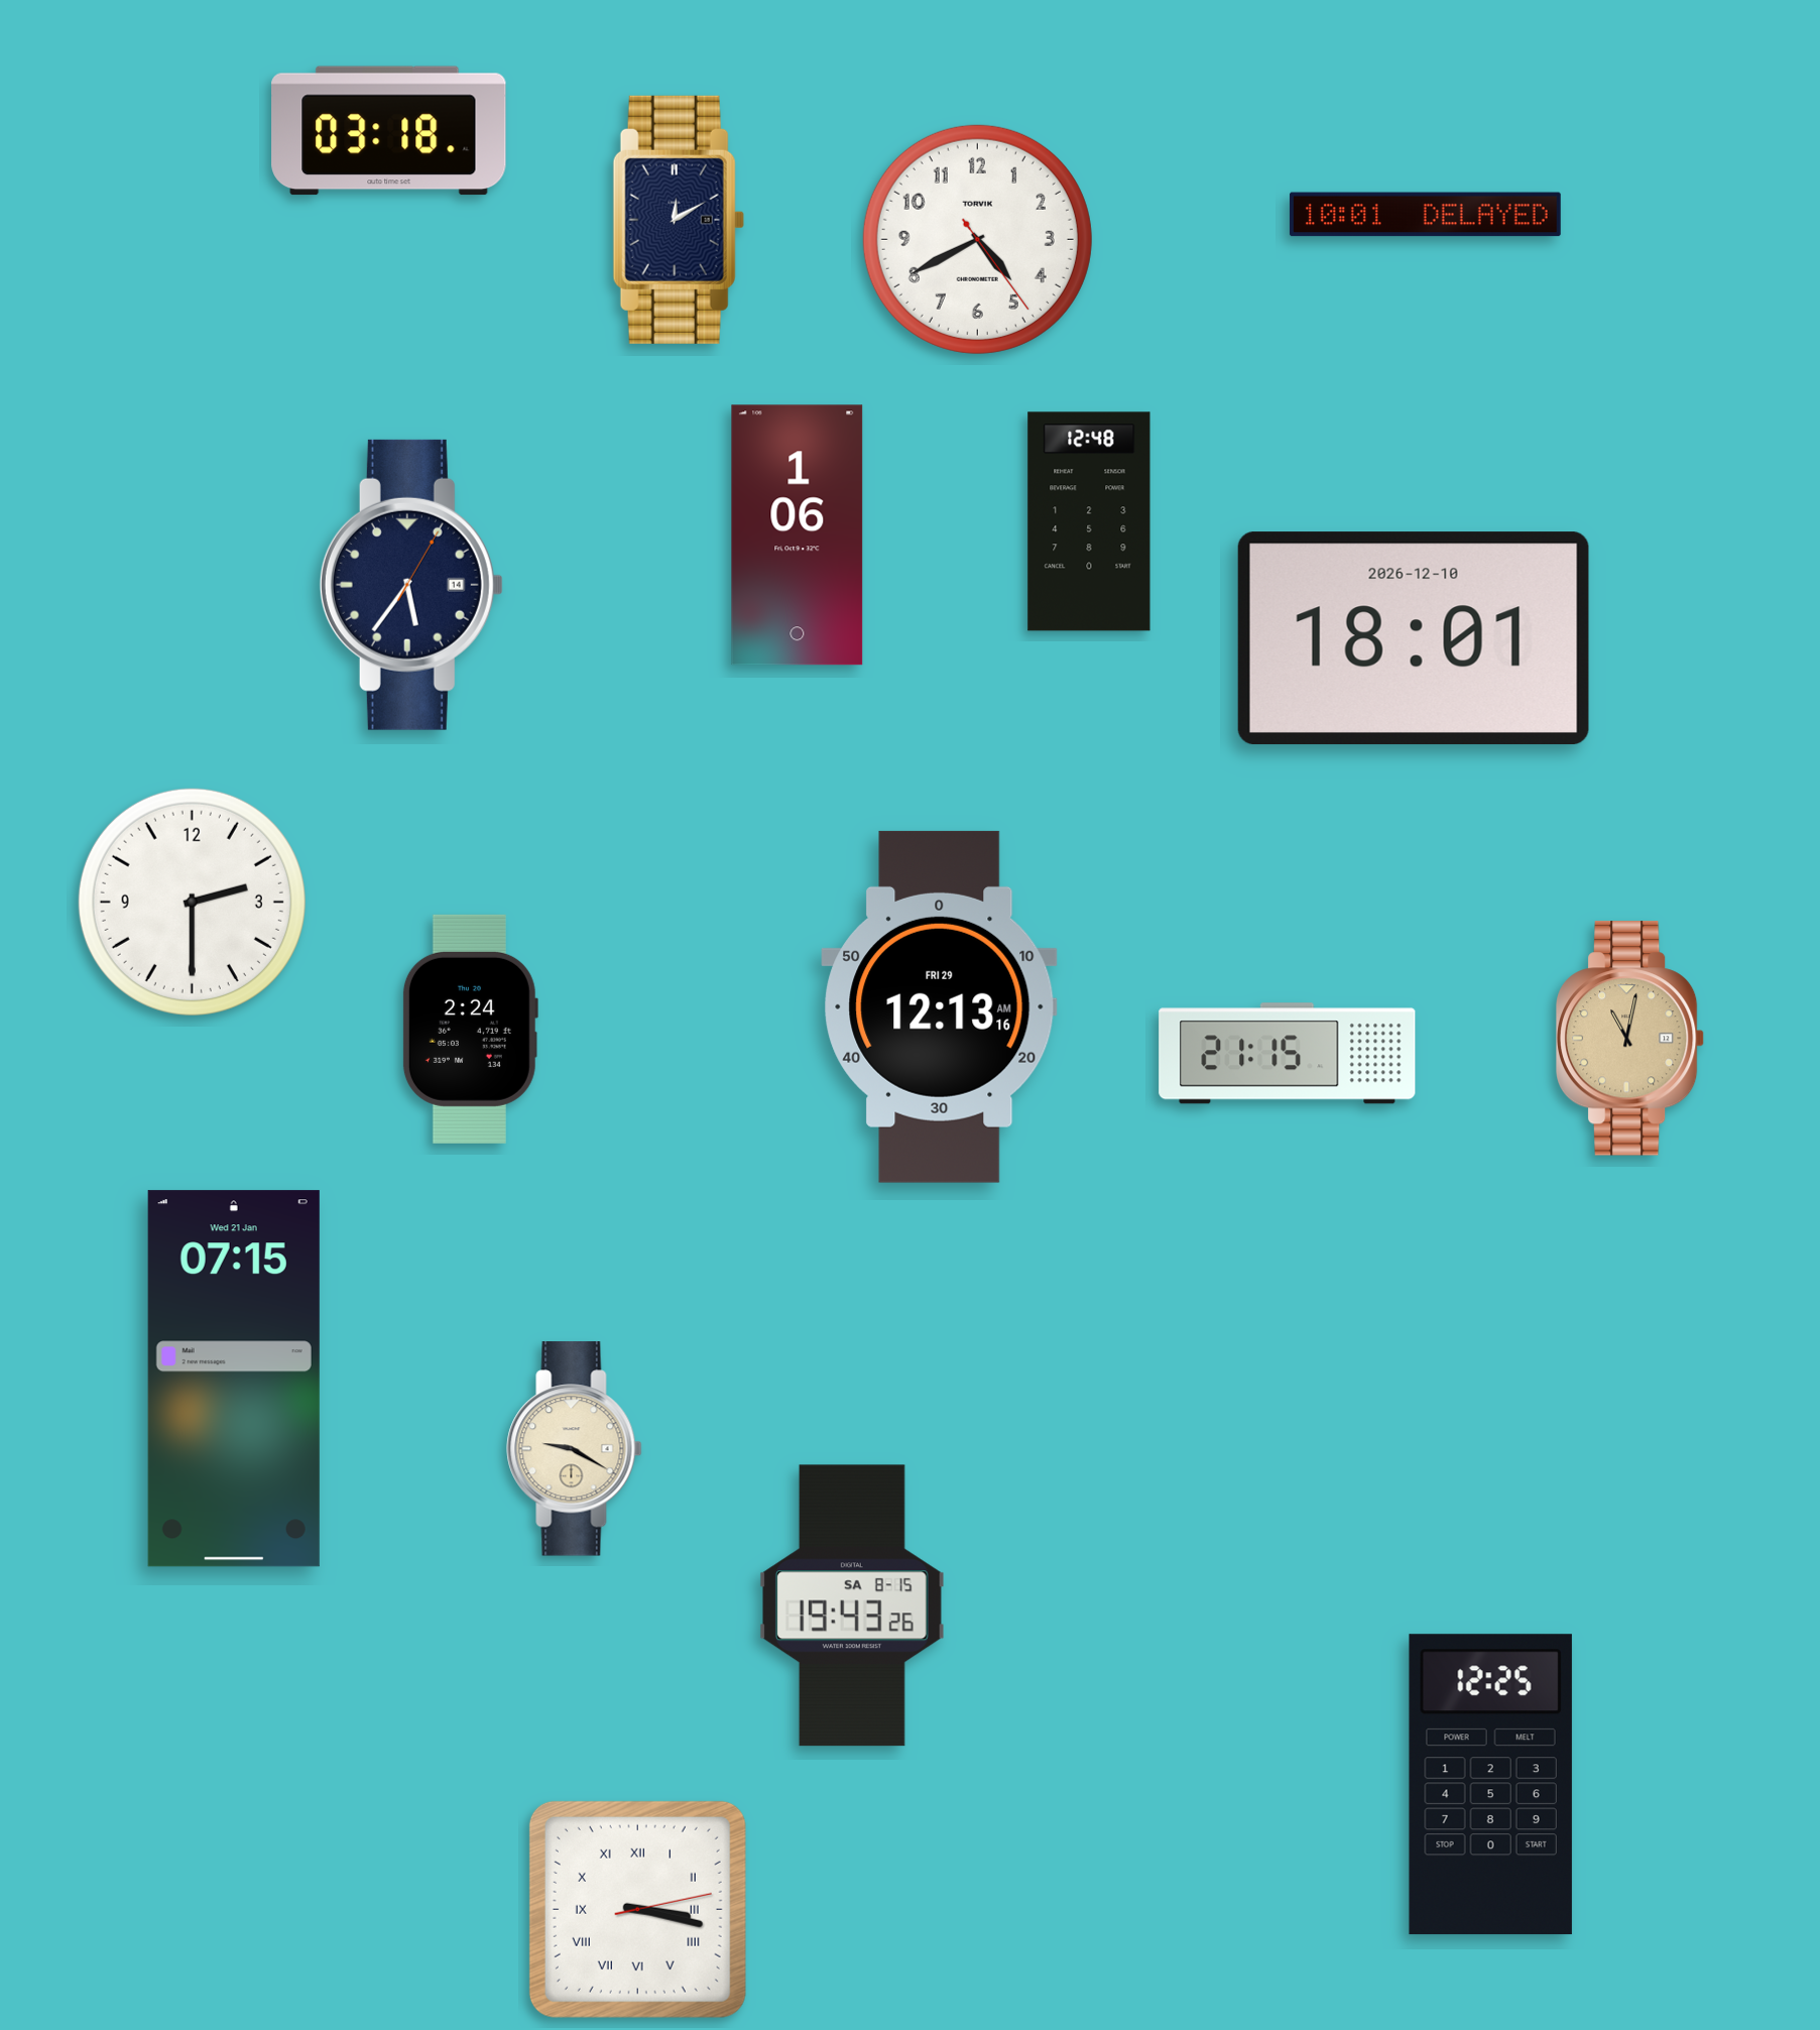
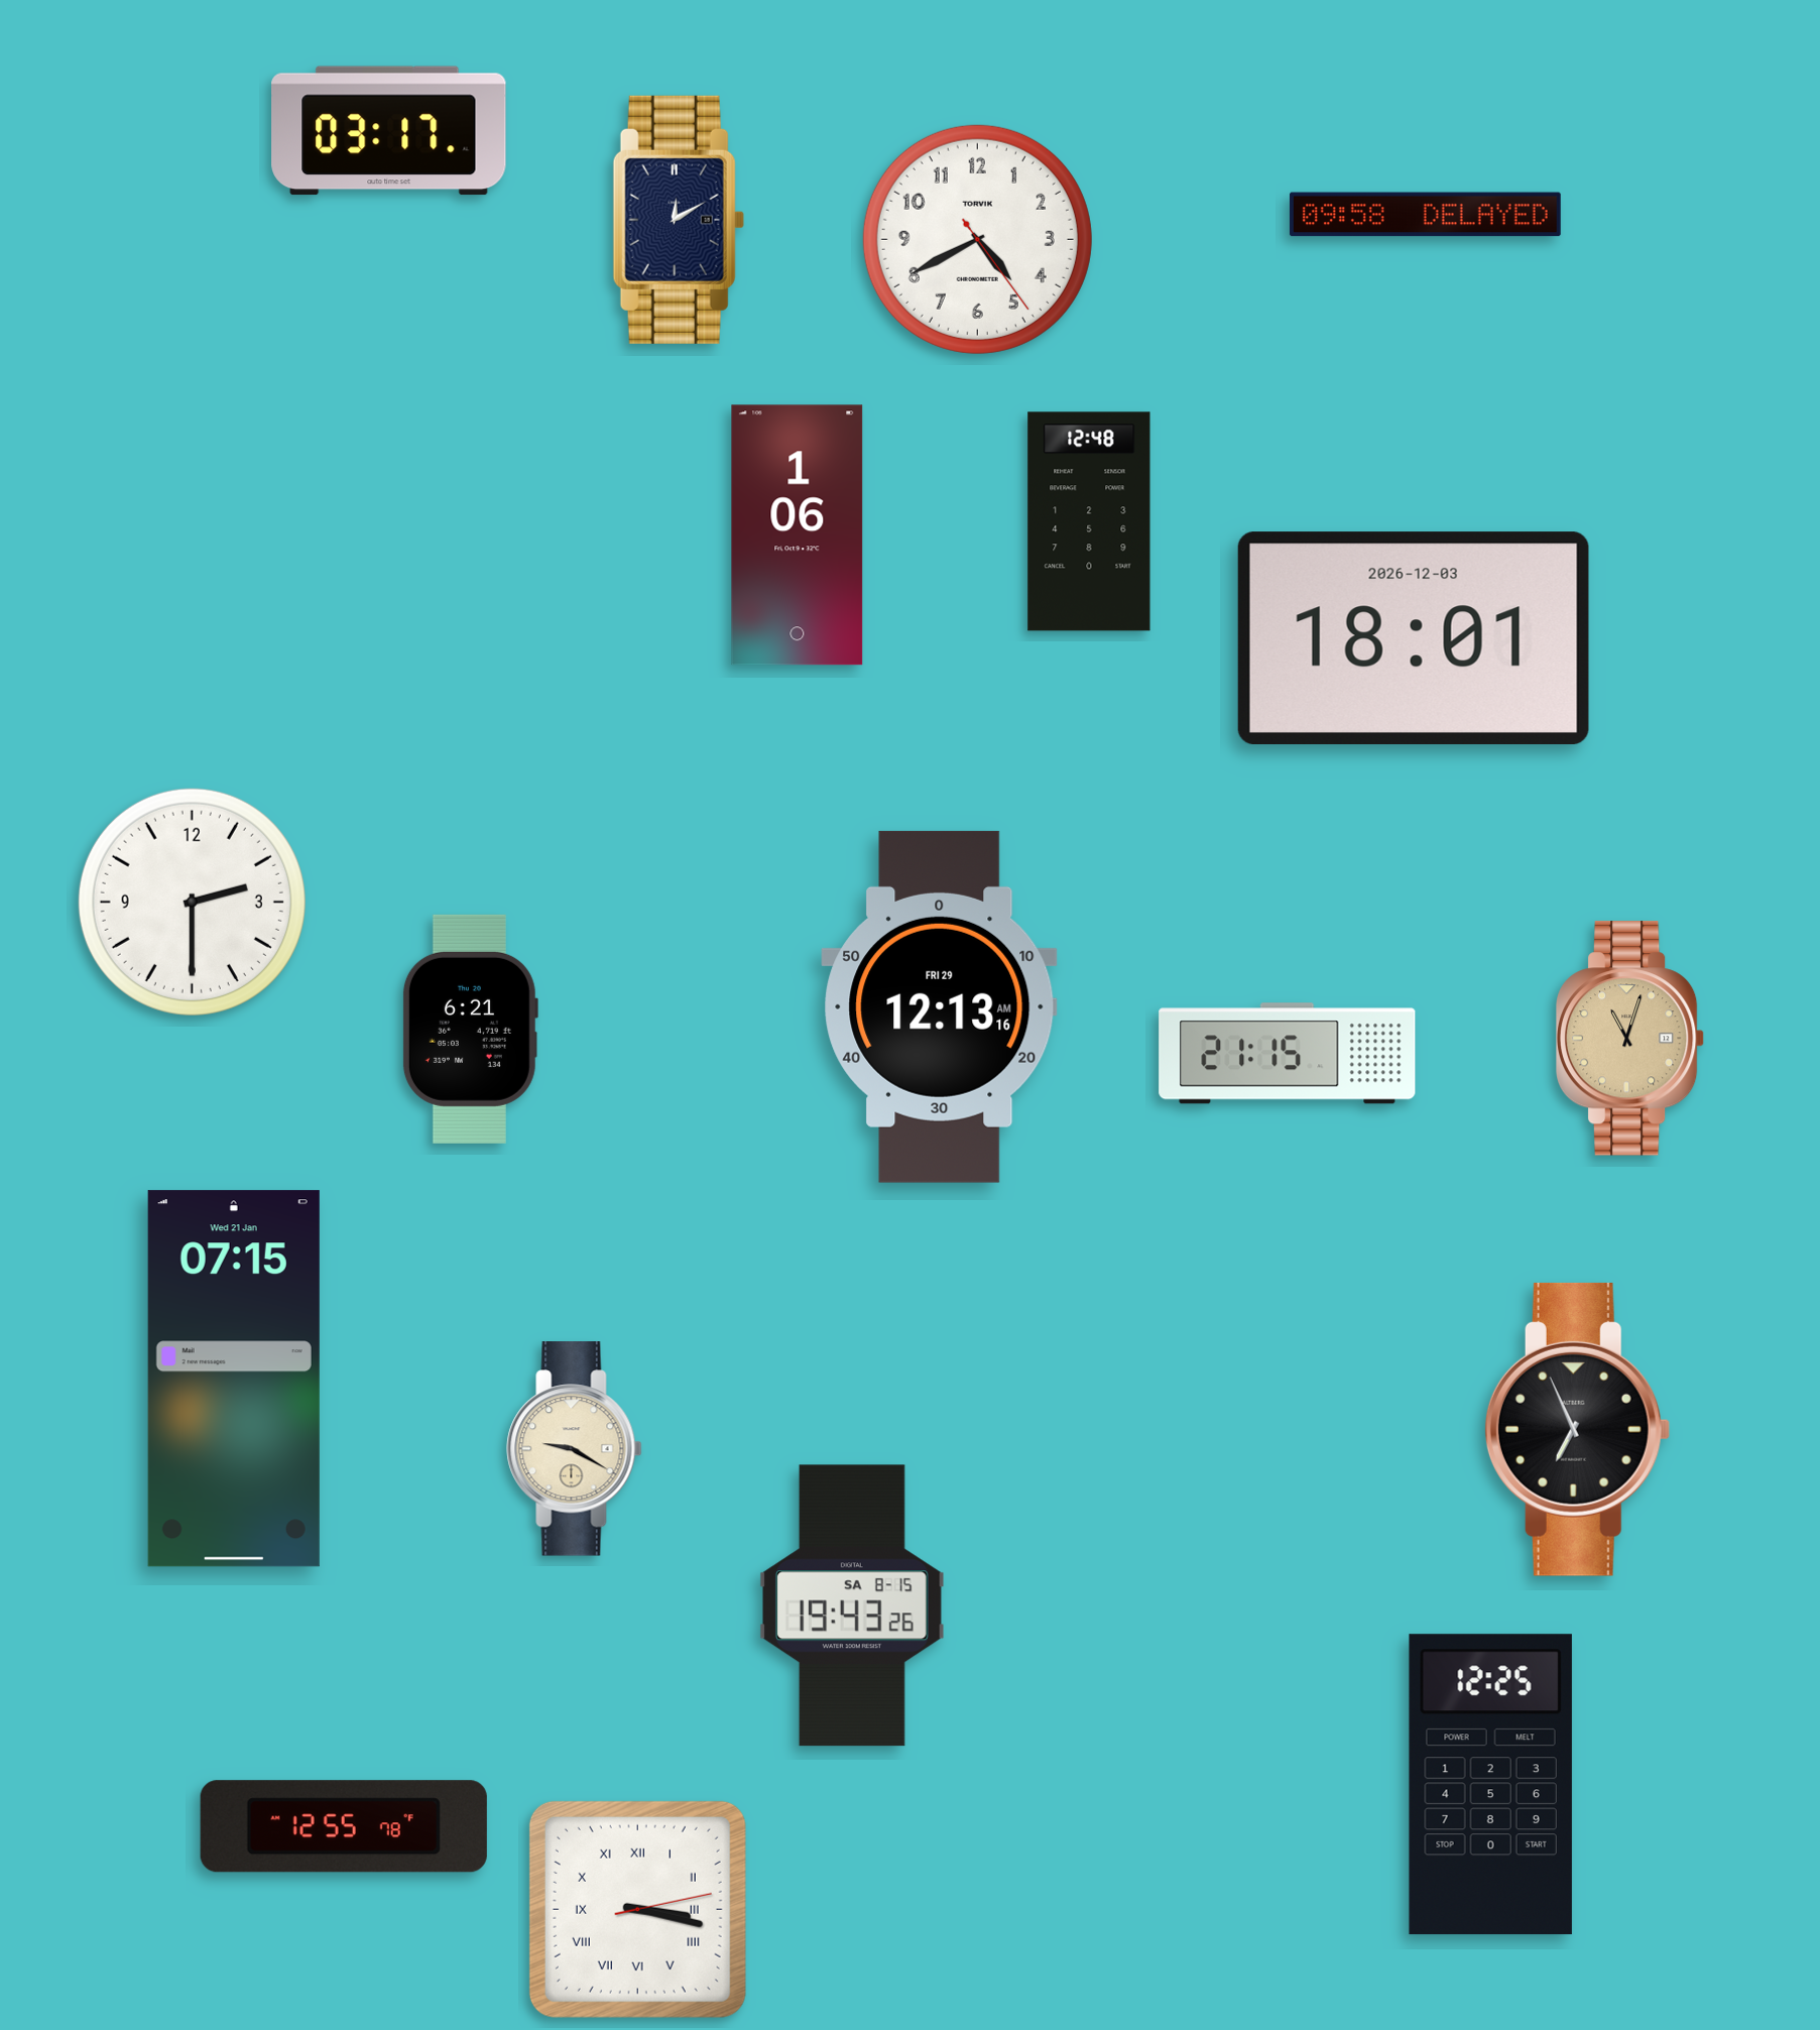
clock at (389, 131): 03:18 -> 03:17
clock at (1425, 215): 10:01 -> 09:58
clock at (411, 585): 5:36 -> none
clock at (1414, 638) date: 2026-12-10 -> 2026-12-03
clock at (470, 1029): 2:24 -> 6:21
clock at (1630, 1039): 11:02 -> 11:03
clock at (1577, 1429): none -> 6:56
clock at (344, 1826): none -> 12:55
